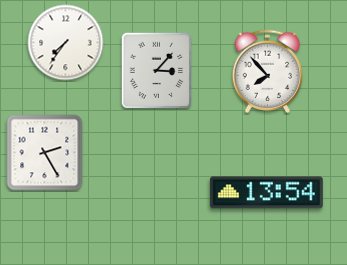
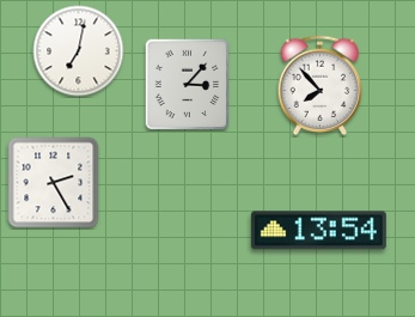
clock at (66, 43): 7:36 -> 7:02
